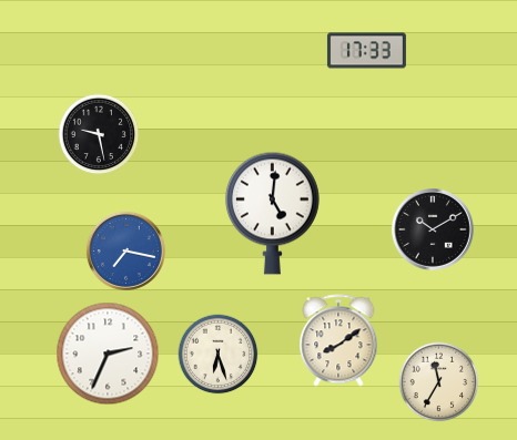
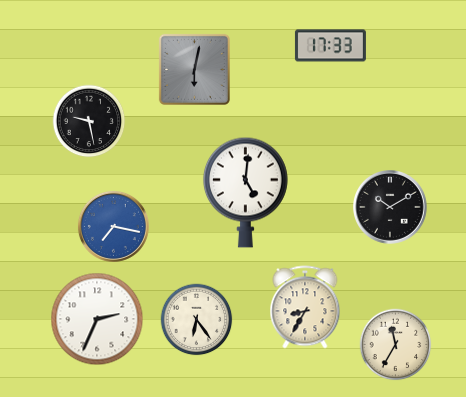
clock at (194, 69): none -> 6:02
clock at (338, 340): 8:09 -> 8:35
clock at (219, 355): 6:27 -> 6:24
